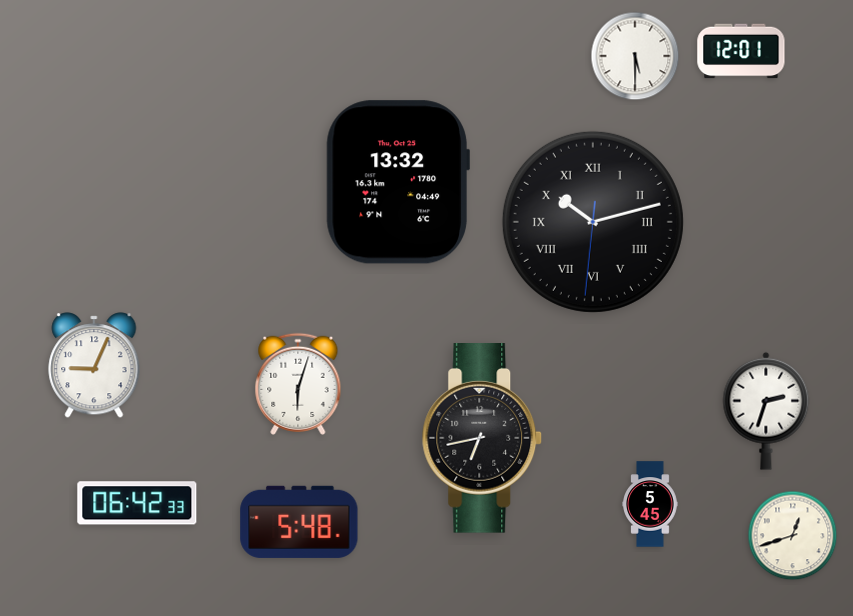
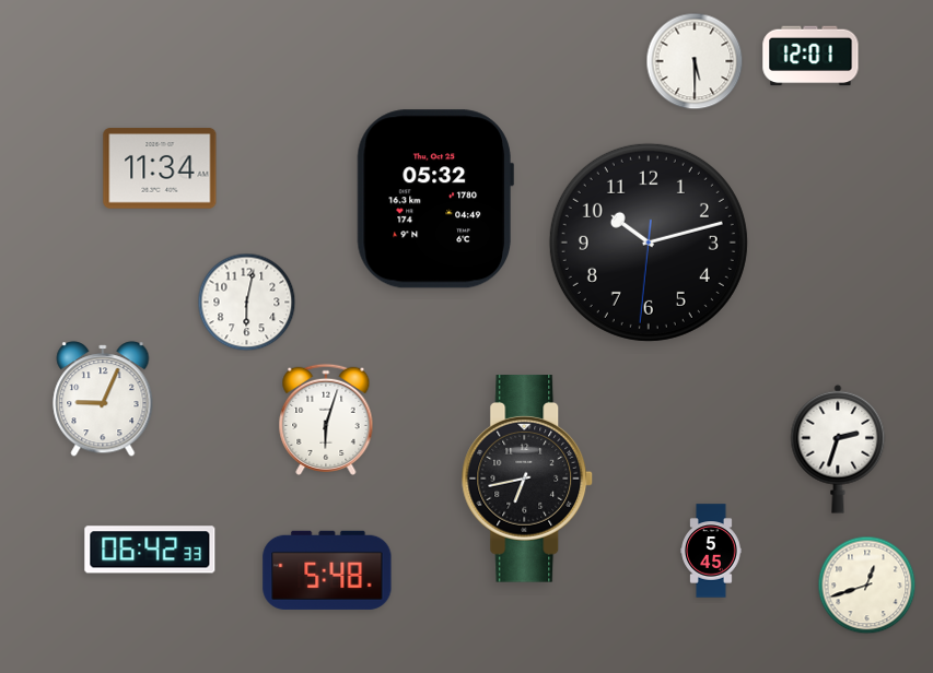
clock at (160, 168): none -> 11:34
clock at (398, 182): 13:32 -> 05:32
clock at (593, 222) numerals: Roman -> Arabic
clock at (247, 303): none -> 6:02
